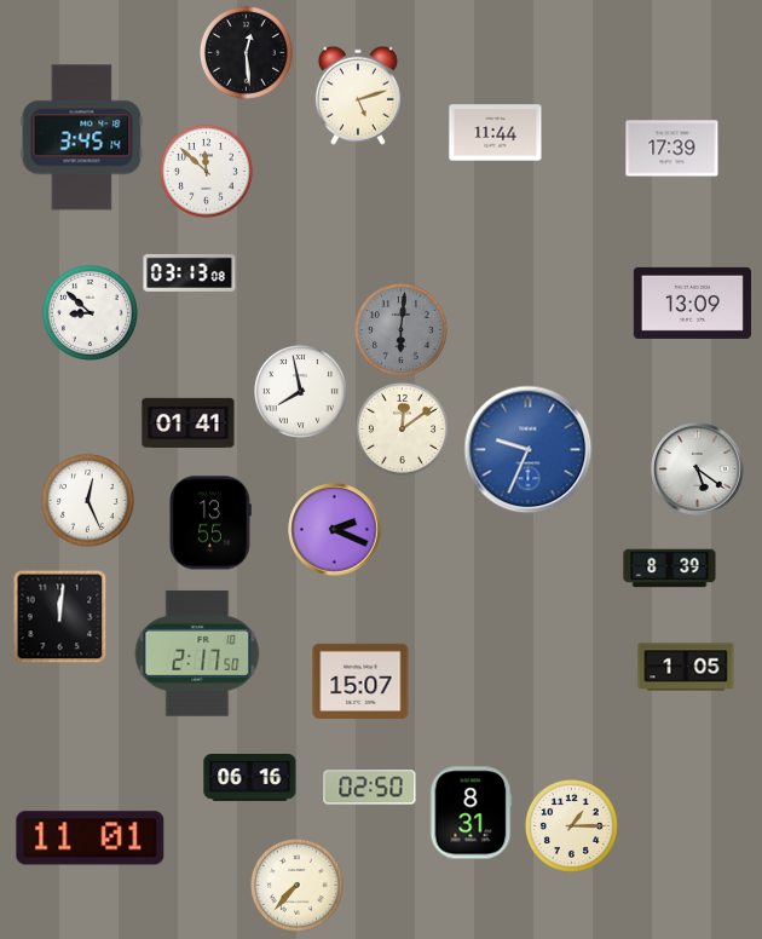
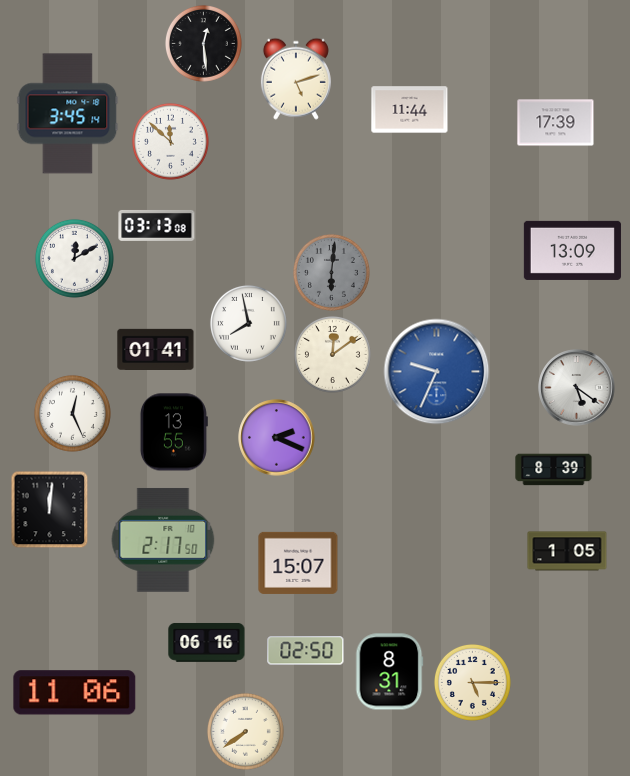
clock at (90, 312): 8:52 -> 12:10
clock at (571, 825): 1:15 -> 5:15
clock at (91, 839): 11:01 -> 11:06
clock at (296, 885): 7:37 -> 7:39
